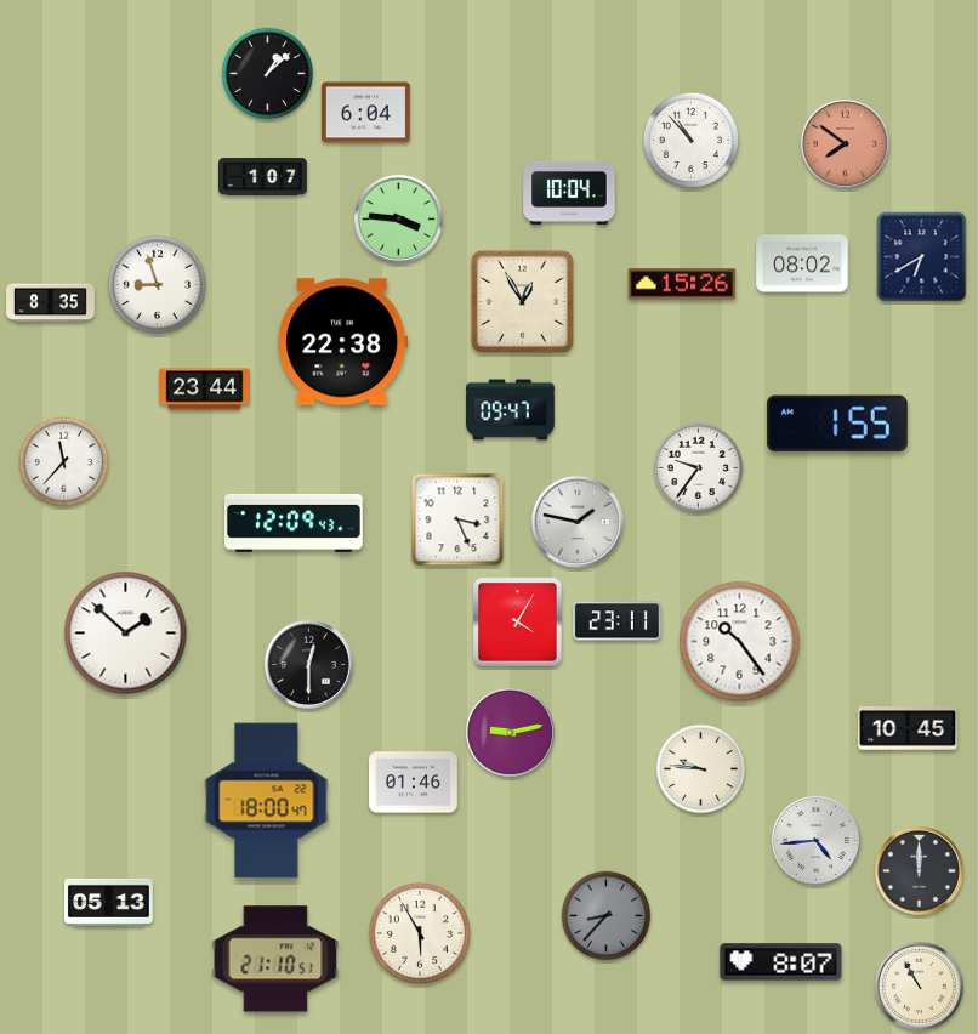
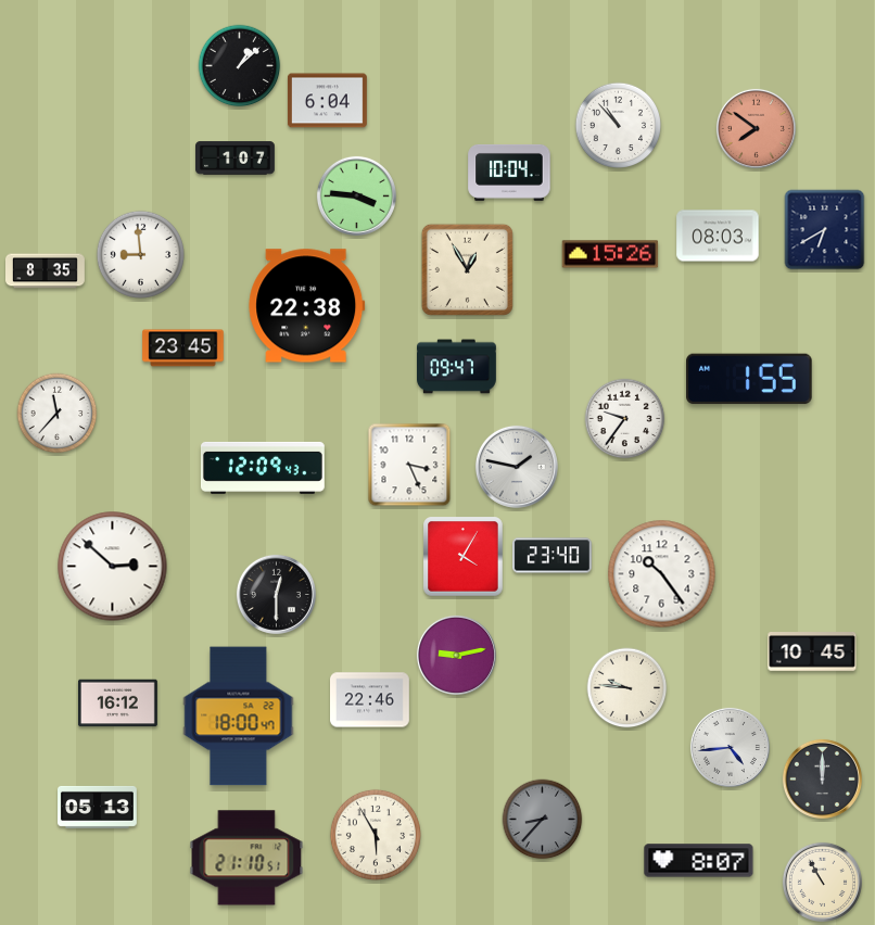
clock at (802, 263): 08:02 -> 08:03
clock at (157, 284): 8:57 -> 8:59
clock at (205, 390): 23:44 -> 23:45
clock at (618, 621): 23:11 -> 23:40
clock at (126, 634): 1:52 -> 2:52
clock at (414, 783): 01:46 -> 22:46
clock at (118, 704): none -> 16:12
clock at (815, 840) position: (815, 840) -> (730, 747)
